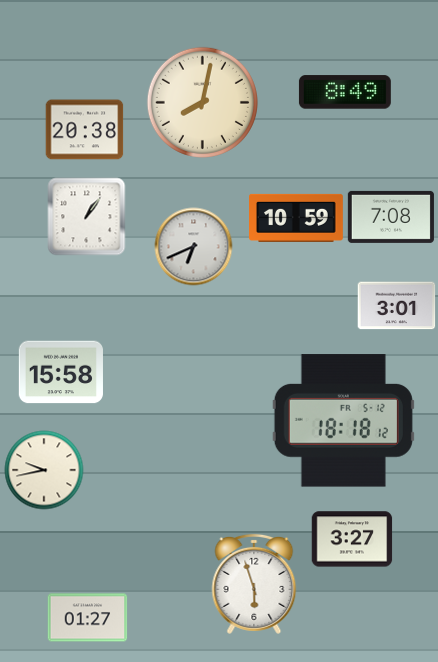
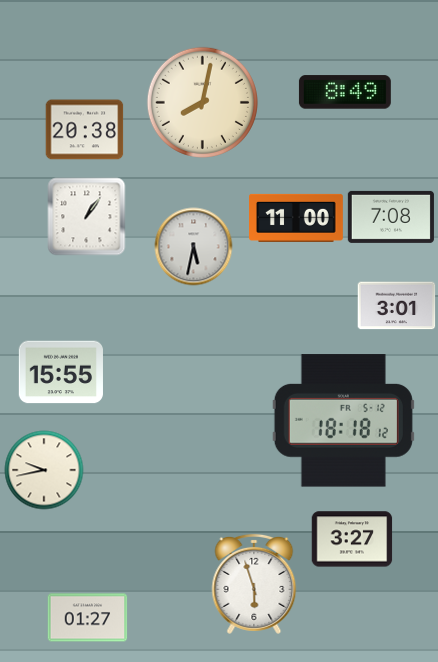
clock at (297, 218): 10:59 -> 11:00
clock at (193, 246): 6:41 -> 5:32
clock at (61, 372): 15:58 -> 15:55
